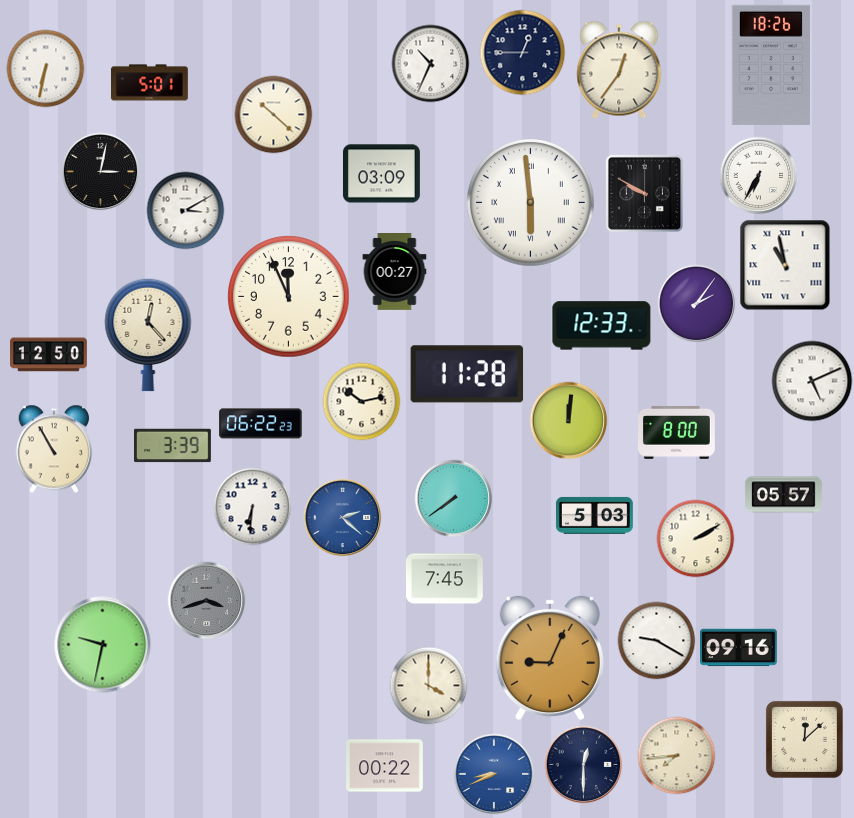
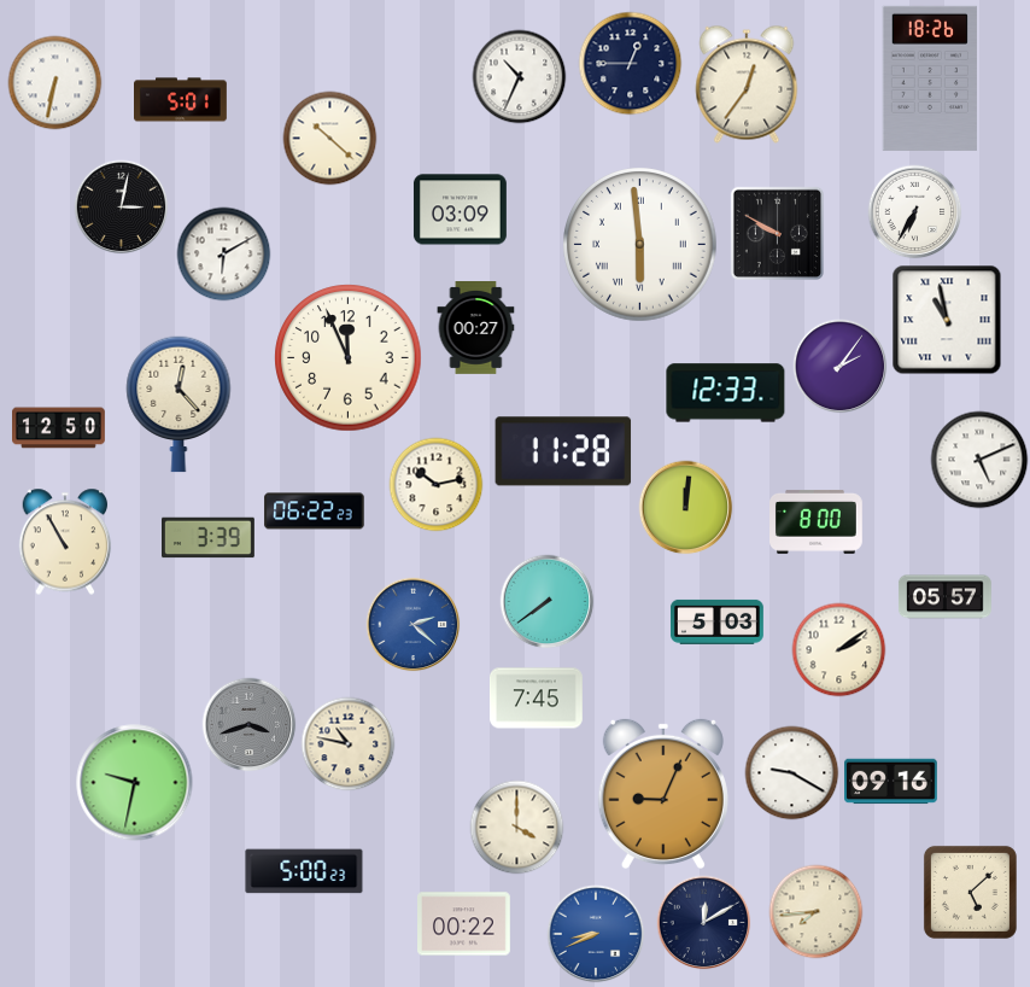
clock at (185, 210): 3:10 -> 6:10
clock at (252, 506): 6:31 -> none
clock at (695, 538): 2:10 -> 2:09
clock at (347, 743): none -> 10:47
clock at (103, 645) position: (103, 645) -> (135, 783)
clock at (304, 871): none -> 5:00
clock at (804, 739): 12:08 -> 5:08
clock at (583, 764): 12:30 -> 12:10
